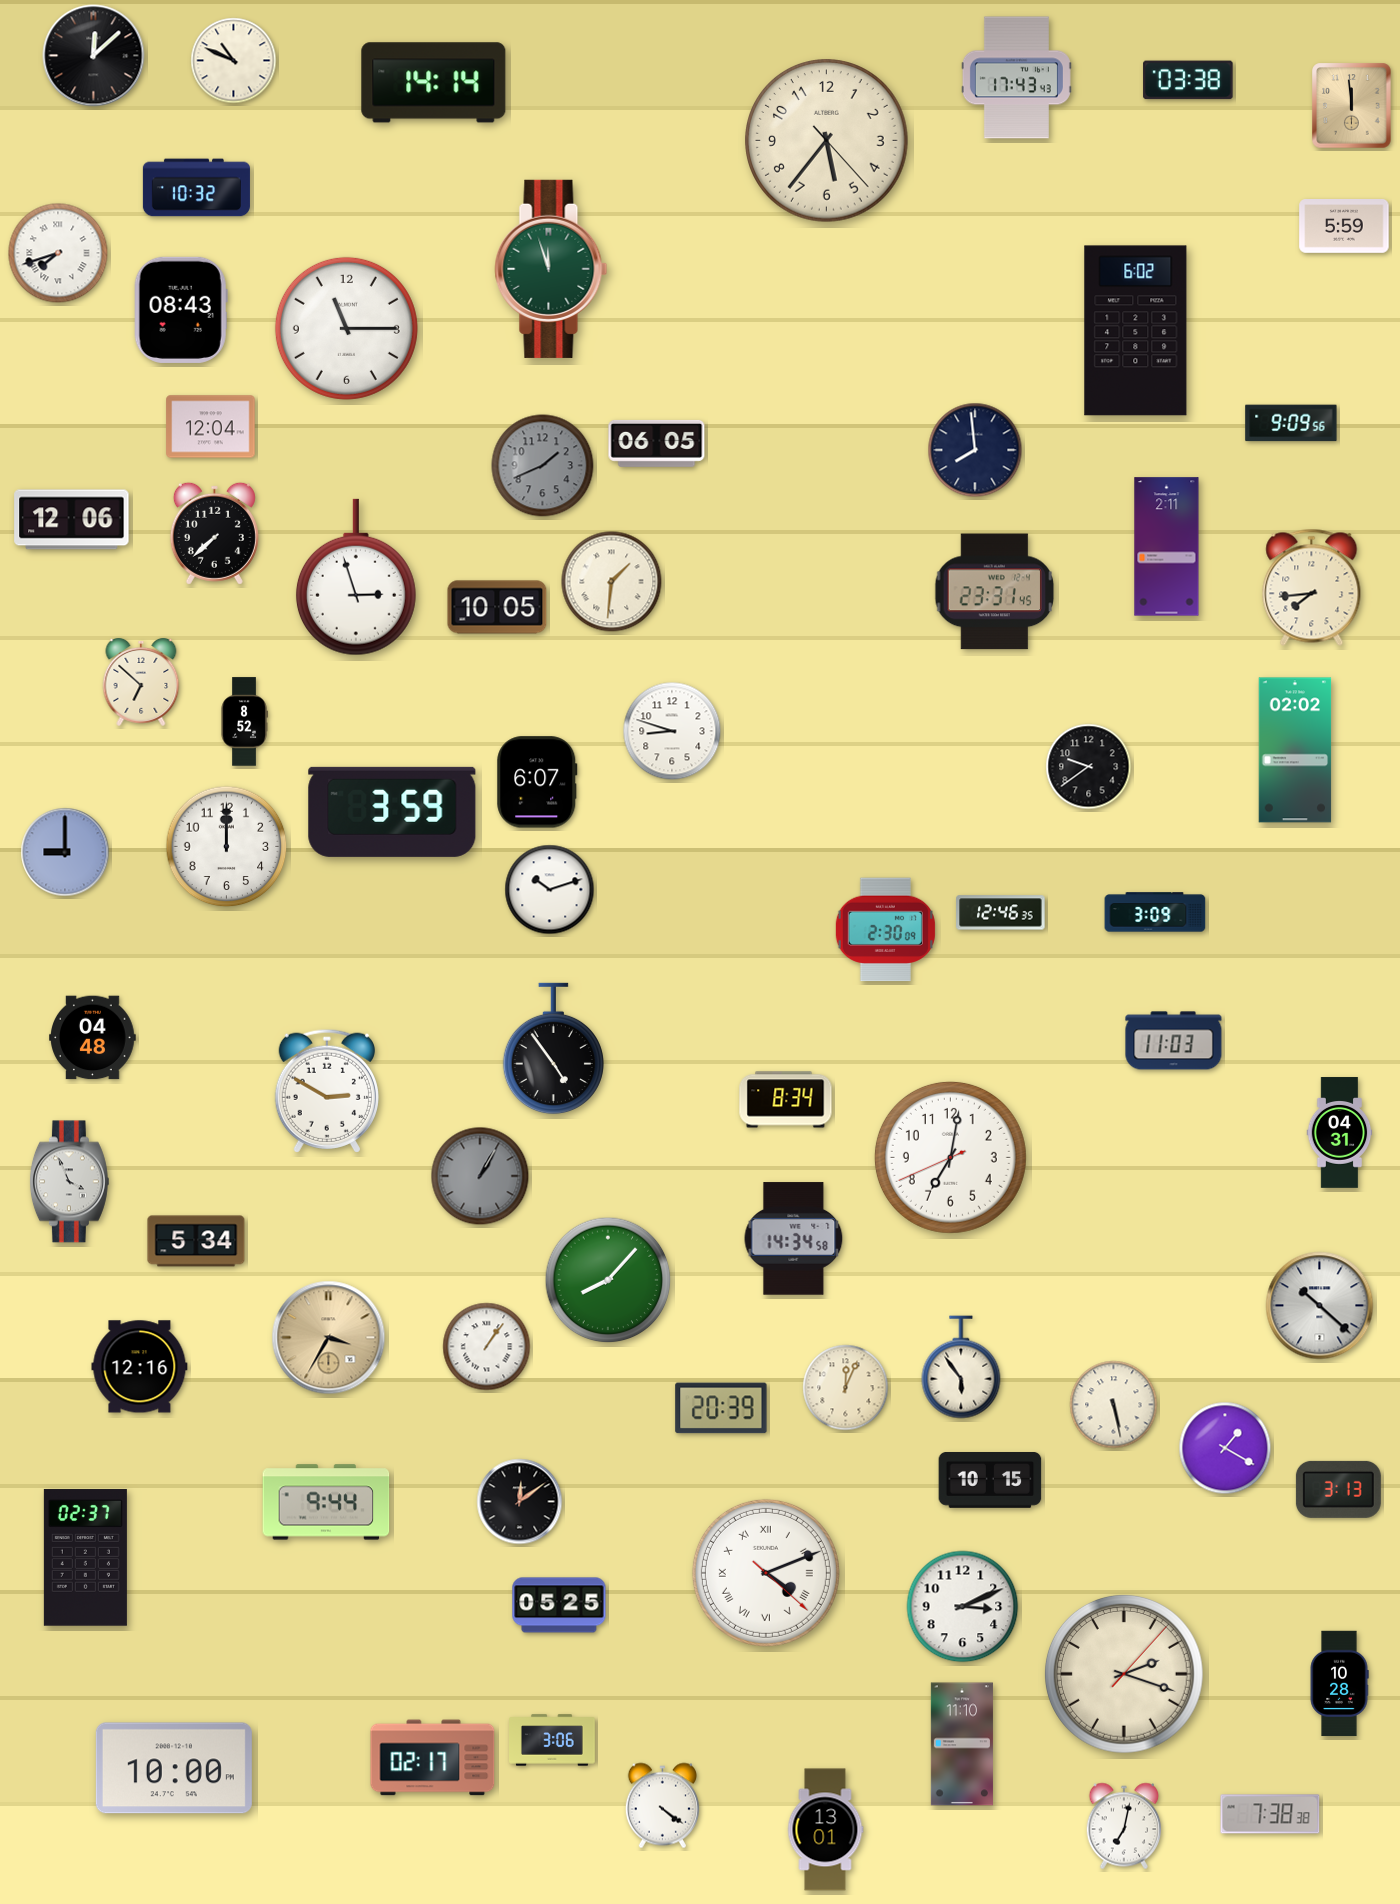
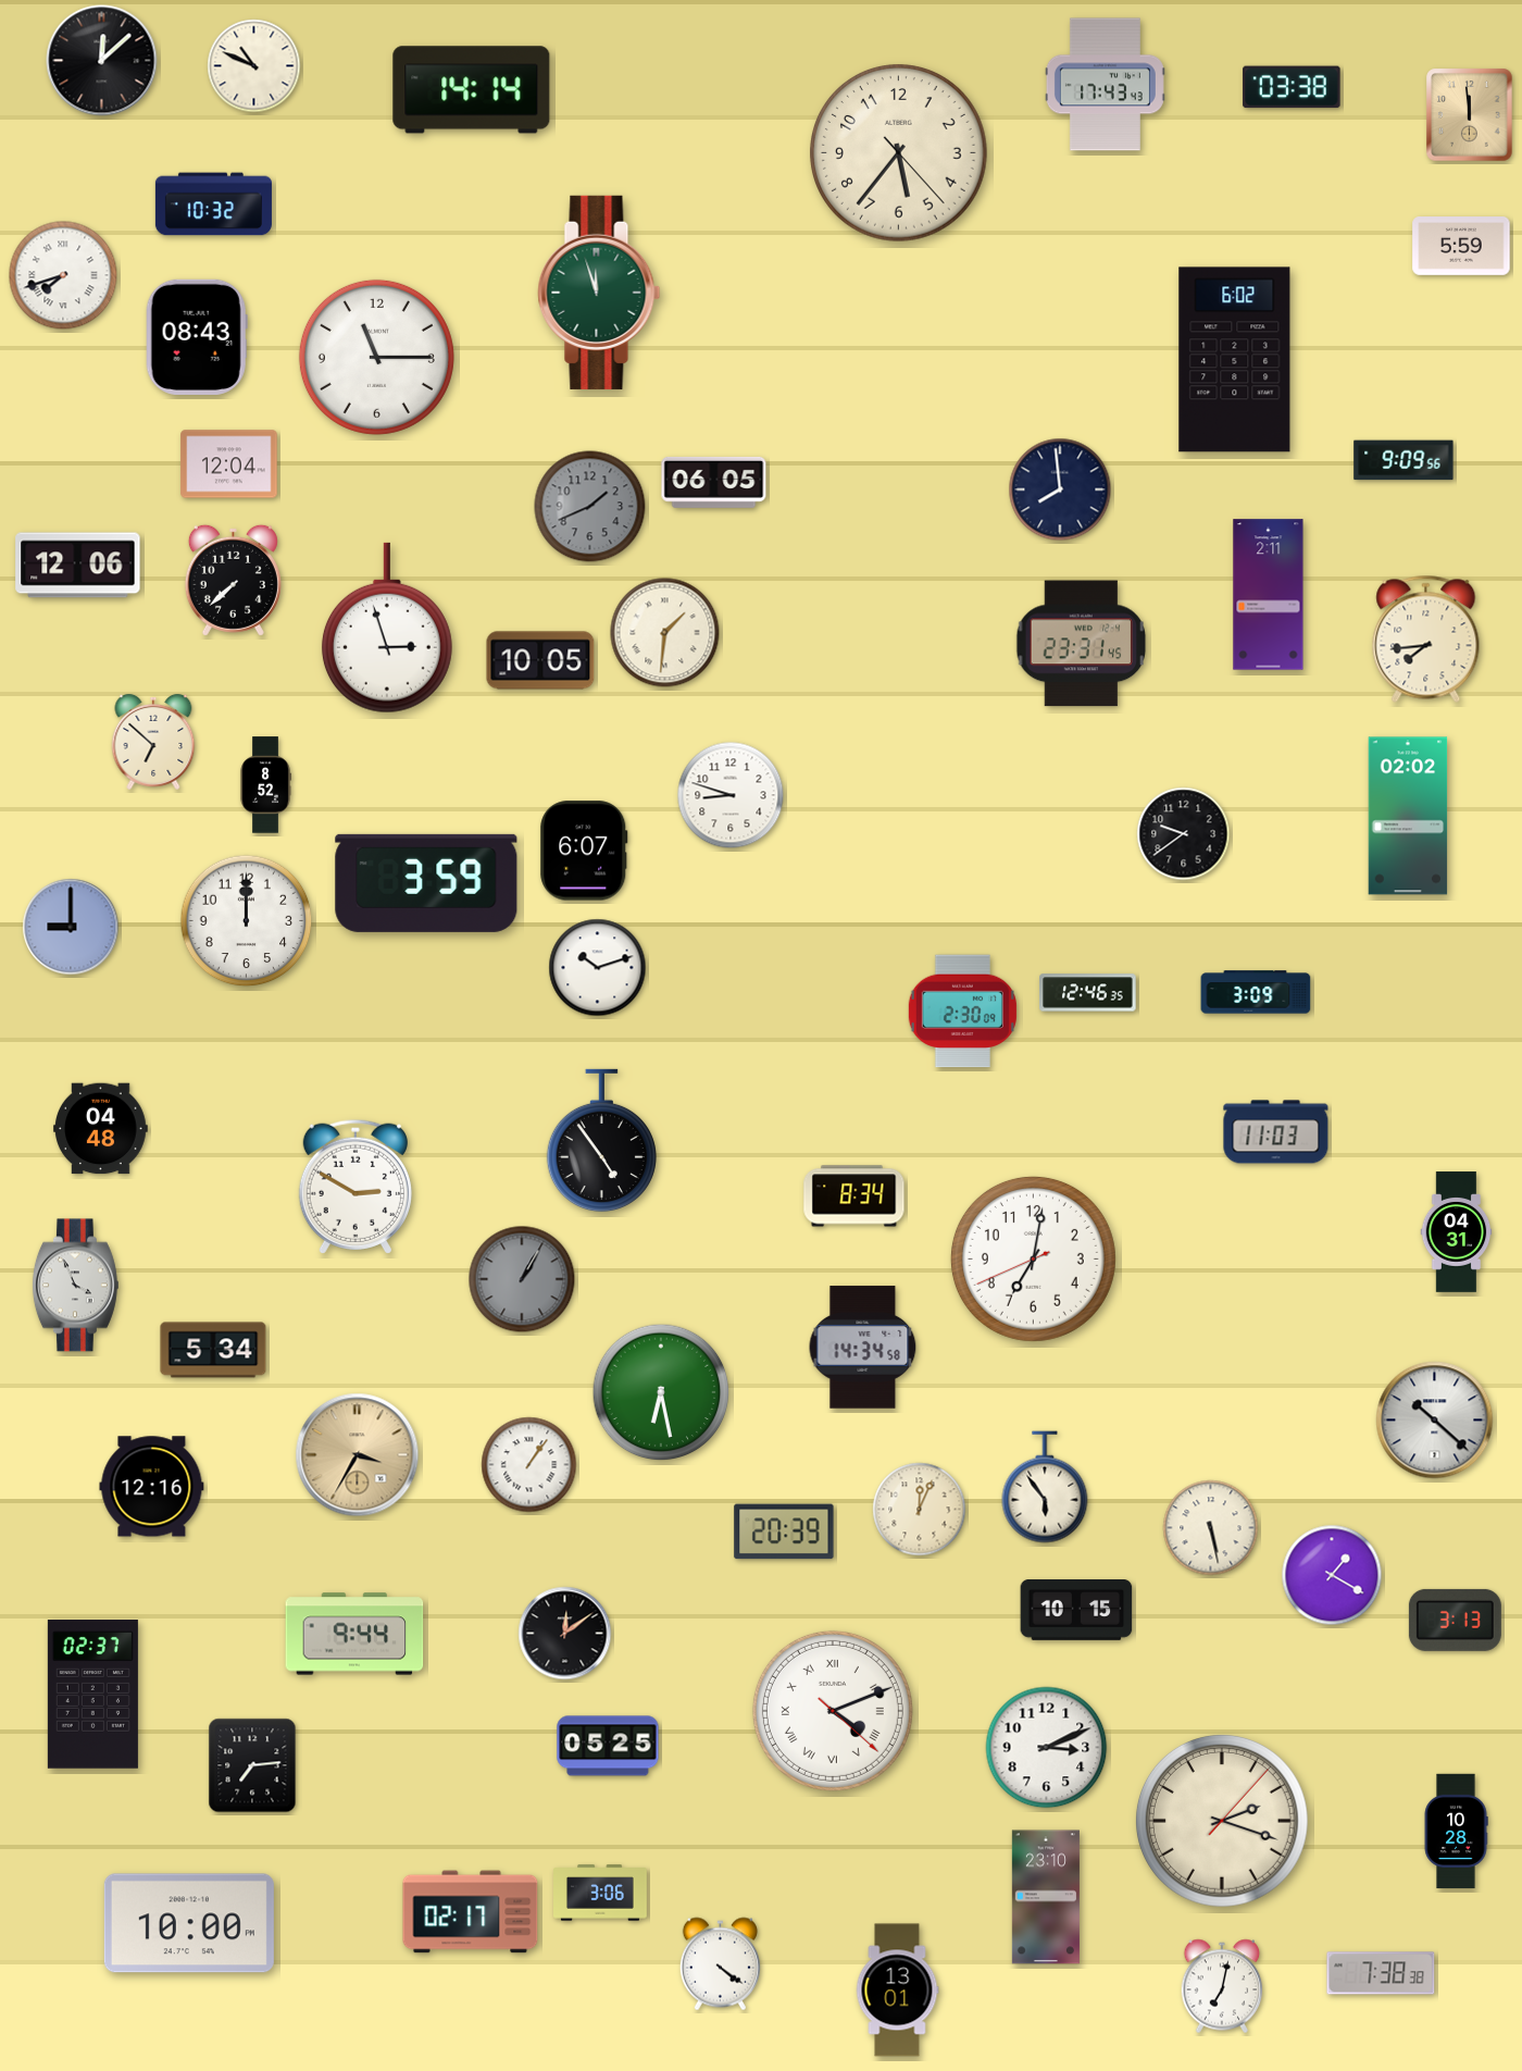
clock at (608, 1280): 8:07 -> 6:28
clock at (252, 1765): none -> 7:14
clock at (962, 1744): 11:10 -> 23:10
